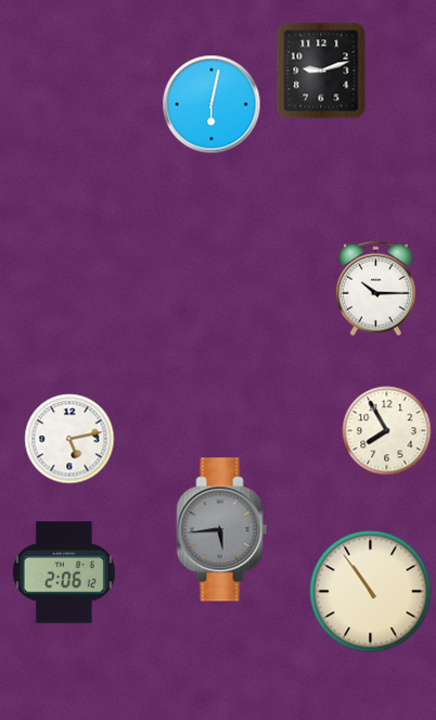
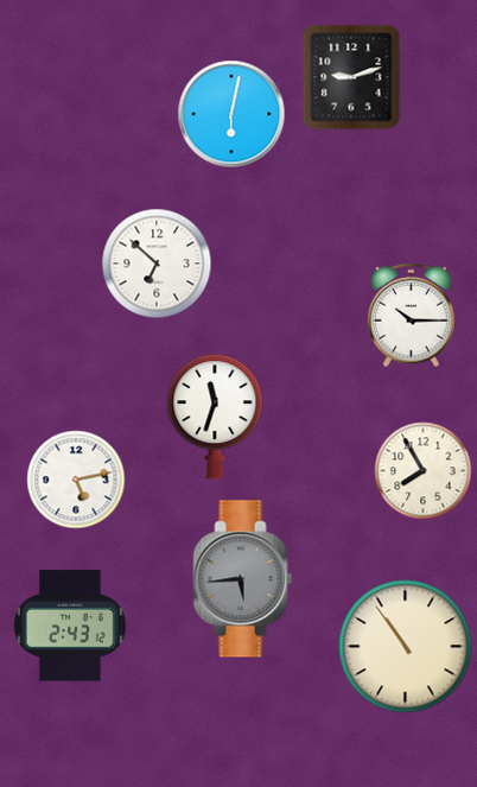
clock at (157, 264): none -> 6:52
clock at (215, 418): none -> 11:33
clock at (64, 572): 2:06 -> 2:43
